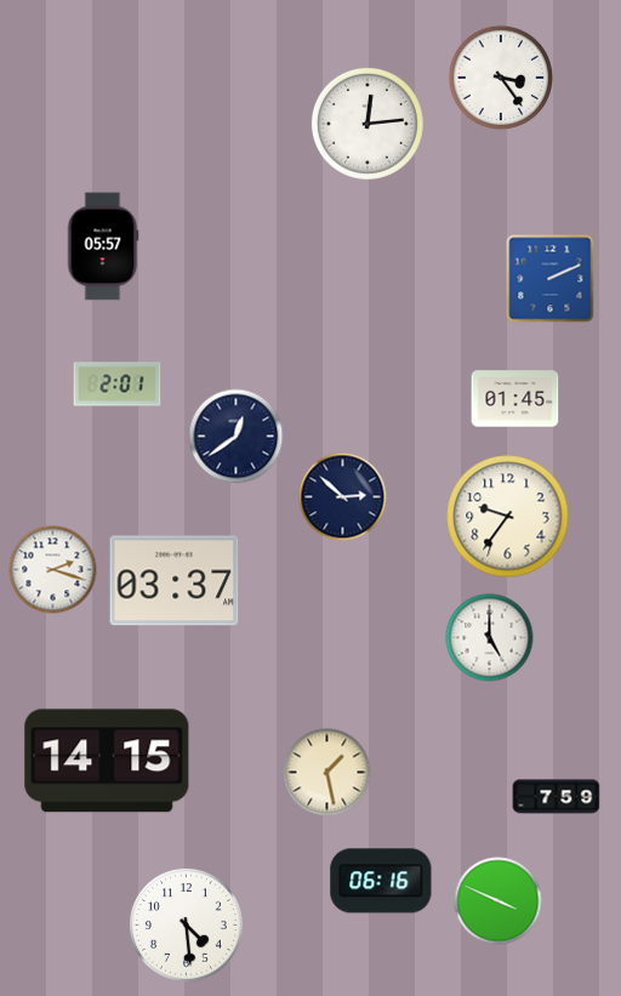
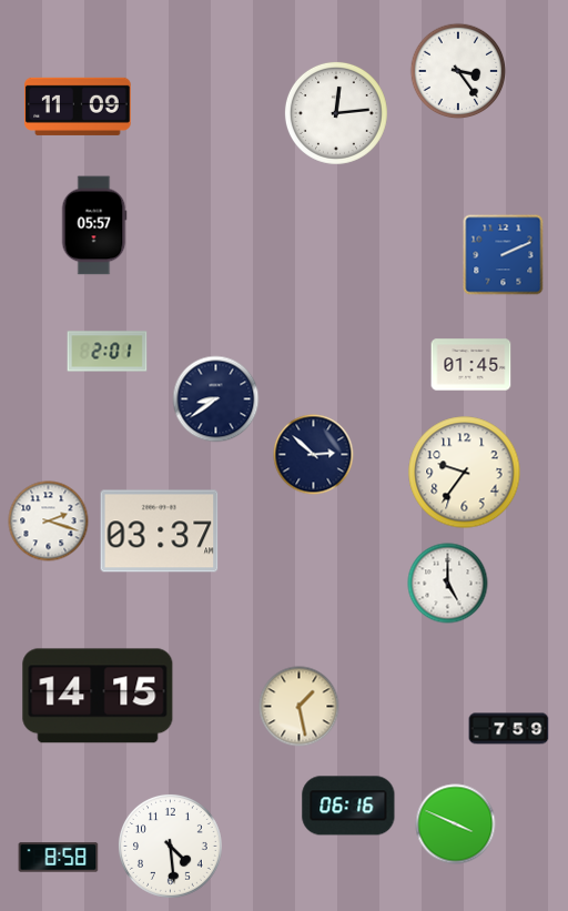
clock at (78, 107): none -> 11:09
clock at (237, 437): 12:39 -> 8:39
clock at (59, 858): none -> 8:58
